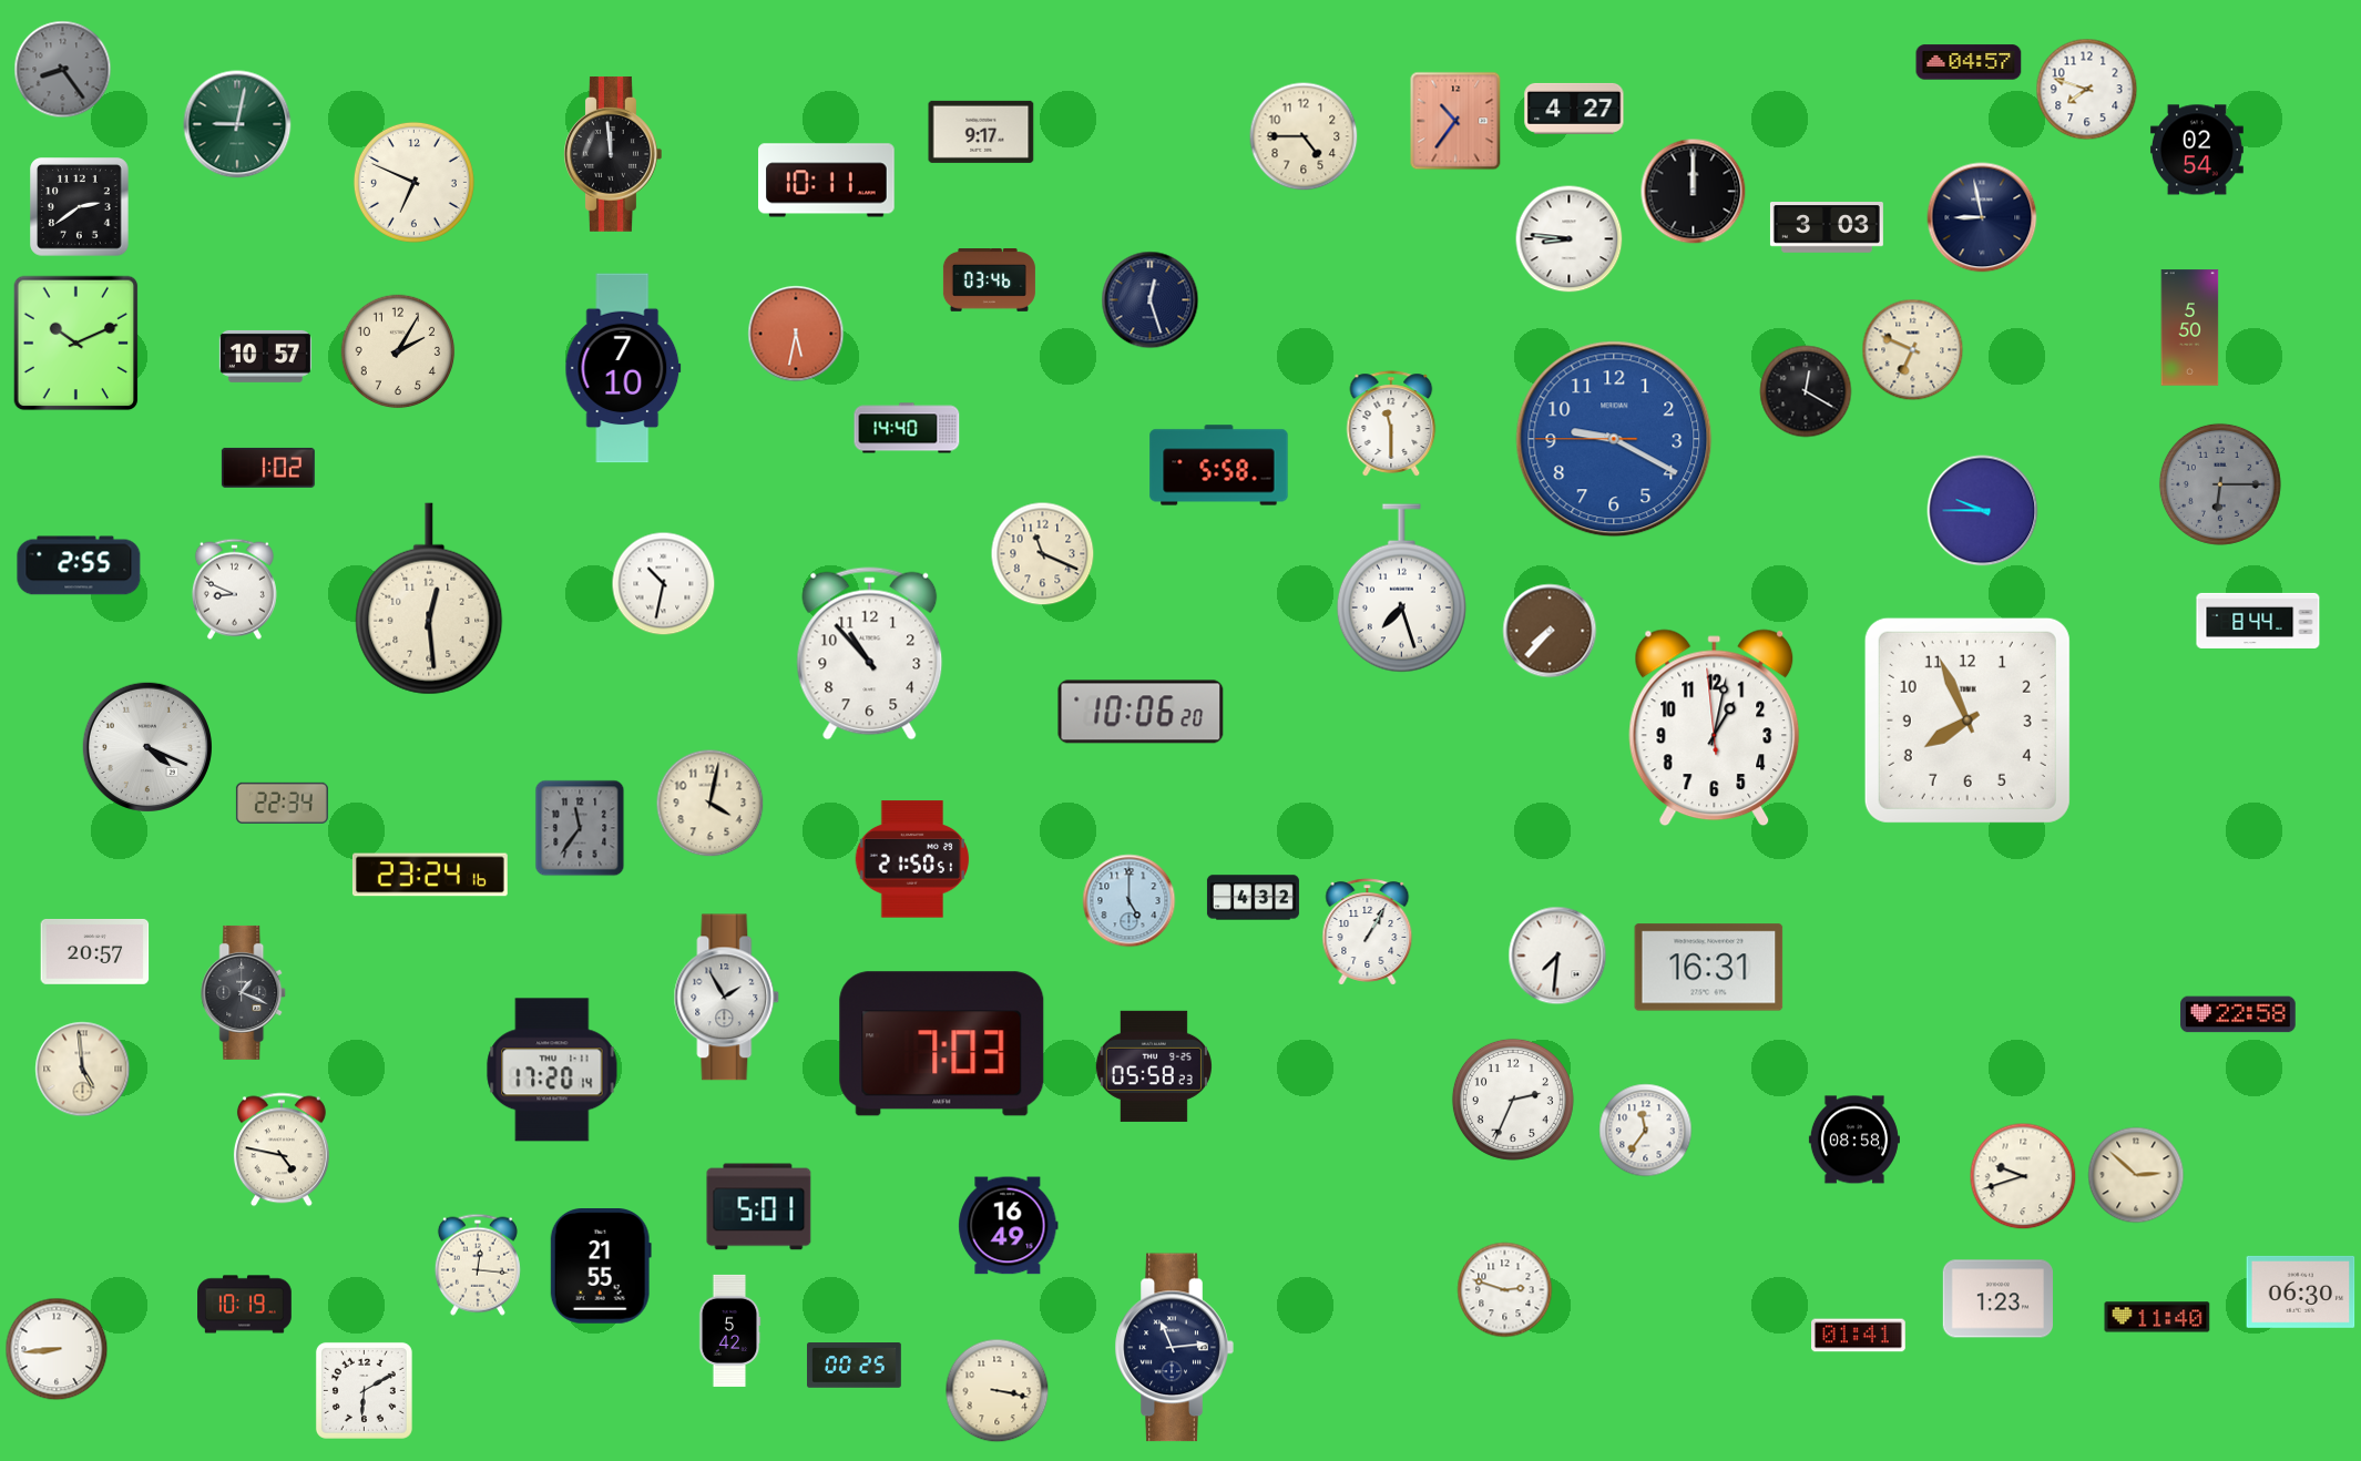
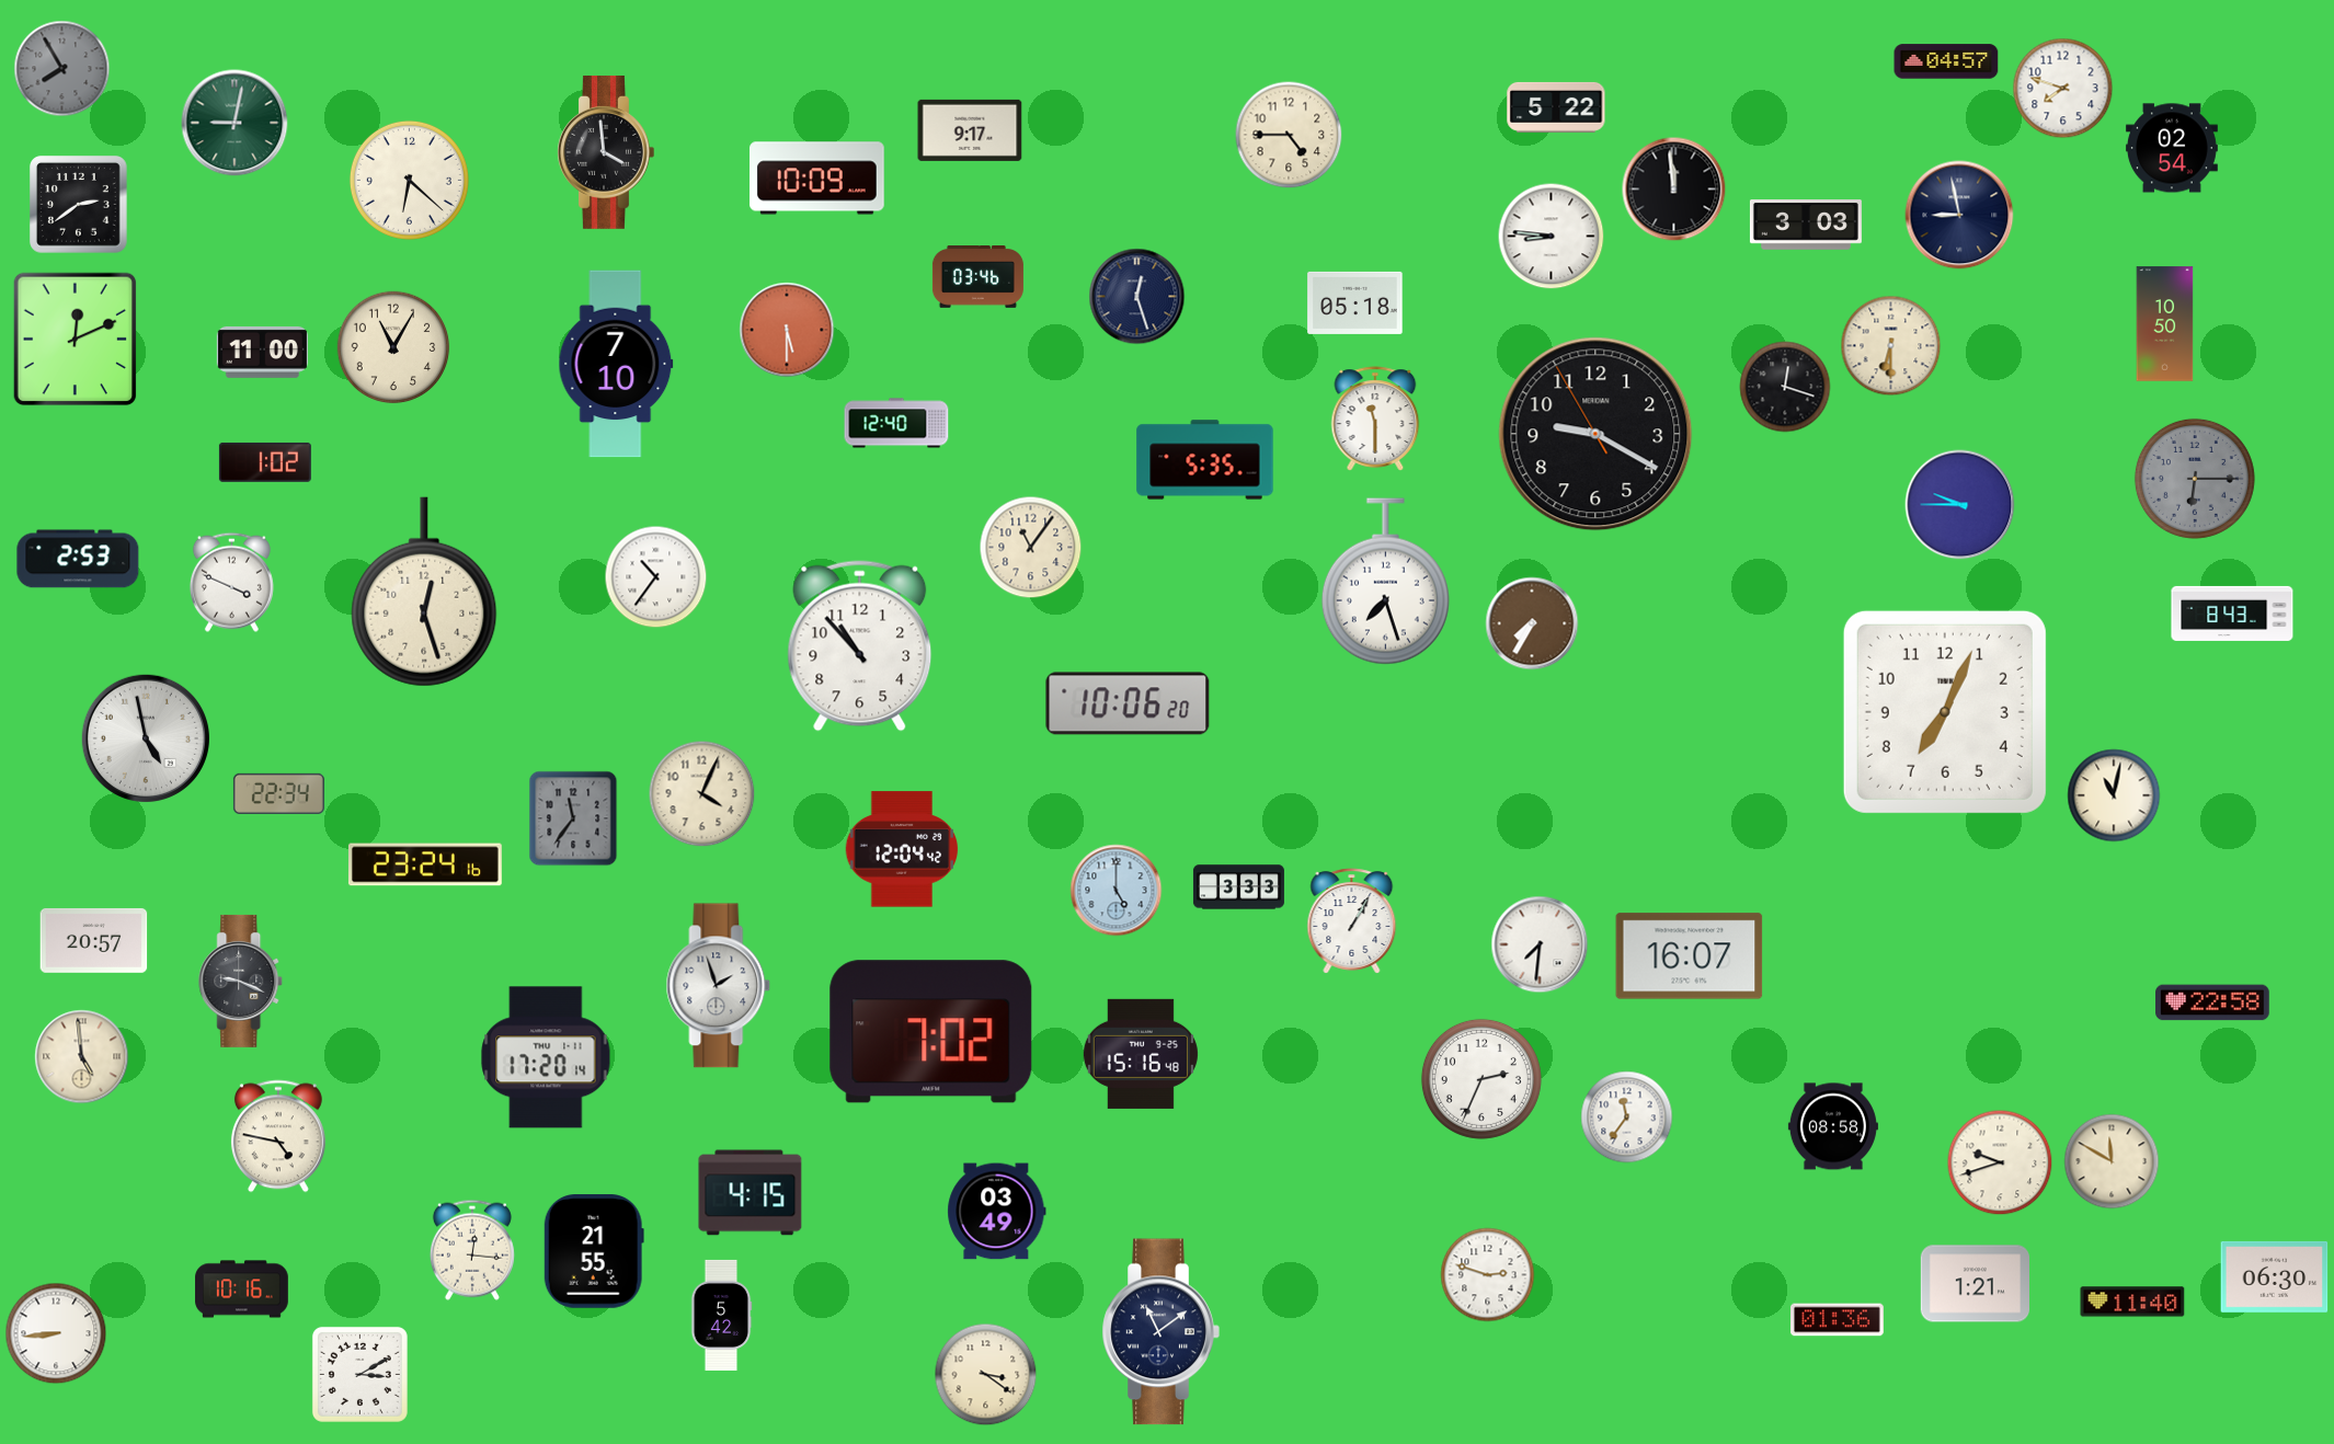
clock at (63, 70): 8:24 -> 7:55
clock at (1574, 109): 4:27 -> 5:22
clock at (1455, 121): 10:36 -> none
clock at (613, 154): 11:59 -> 3:59
clock at (827, 181): 10:11 -> 10:09
clock at (413, 182): 6:49 -> 6:22
clock at (1694, 192): 12:00 -> 11:59
clock at (1355, 302): none -> 05:18
clock at (2190, 328): 5:50 -> 10:50
clock at (796, 334): 5:32 -> 5:30
clock at (76, 344): 10:11 -> 12:11
clock at (1913, 350): 6:49 -> 6:30
clock at (398, 351): 2:05 -> 11:05
clock at (265, 356): 10:57 -> 11:00
clock at (1806, 391): 12:20 -> 12:18
clock at (907, 428): 14:40 -> 12:40
clock at (1614, 439): 9:19:45 -> 9:19:55
clock at (1614, 439) dial: blue -> black
clock at (1219, 466): 5:58 -> 5:35
clock at (1043, 554): 11:19 -> 11:06
clock at (79, 565): 2:55 -> 2:53
clock at (664, 584): 10:32 -> 10:36
clock at (234, 589): 8:49 -> 3:49
clock at (429, 599): 12:29 -> 12:27
clock at (2258, 621): 8:44 -> 8:43
clock at (1550, 631): 7:37 -> 7:35
clock at (1968, 721): 7:56 -> 7:04
clock at (1715, 728): 1:01 -> none
clock at (147, 747): 4:19 -> 4:58
clock at (711, 804): 4:02 -> 4:04
clock at (2114, 795): none -> 11:02
clock at (912, 859): 21:50 -> 12:04
clock at (1253, 898): 4:32 -> 3:33
clock at (1709, 968): 16:31 -> 16:07
clock at (244, 992): 1:19 -> 9:19
clock at (727, 998): 1:55 -> 1:57
clock at (942, 1044): 7:03 -> 7:02
clock at (1154, 1066): 05:58 -> 15:16
clock at (1513, 1100) position: (1513, 1100) -> (1481, 1079)
clock at (2136, 1175): 2:52 -> 11:50
clock at (759, 1207): 5:01 -> 4:15
clock at (1009, 1226): 16:49 -> 03:49
clock at (1997, 1299): 1:23 -> 1:21
clock at (245, 1305): 10:19 -> 10:16
clock at (1859, 1336): 01:41 -> 01:36
clock at (1174, 1348): 11:14 -> 11:09
clock at (855, 1366): 00:25 -> none
clock at (364, 1390): 6:10 -> 3:10
clock at (998, 1391): 3:17 -> 3:21
